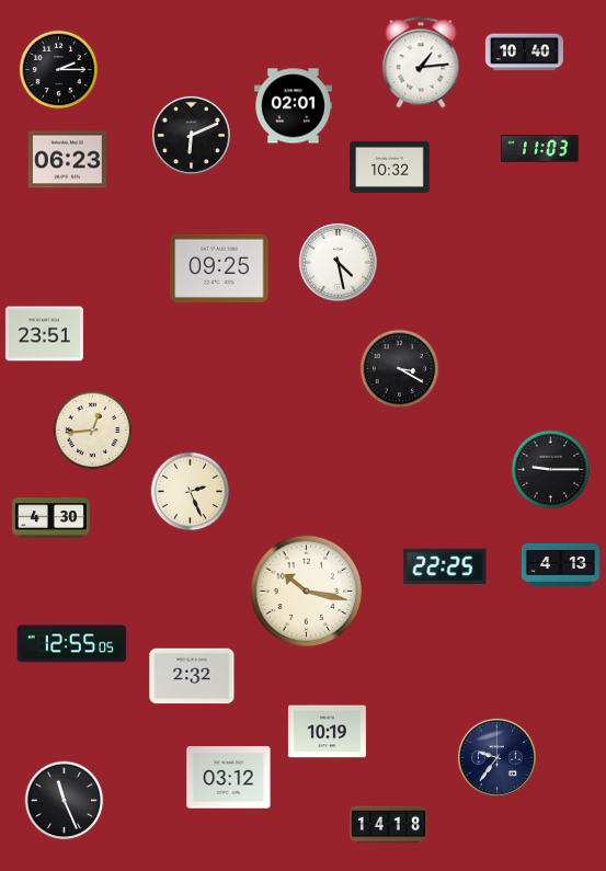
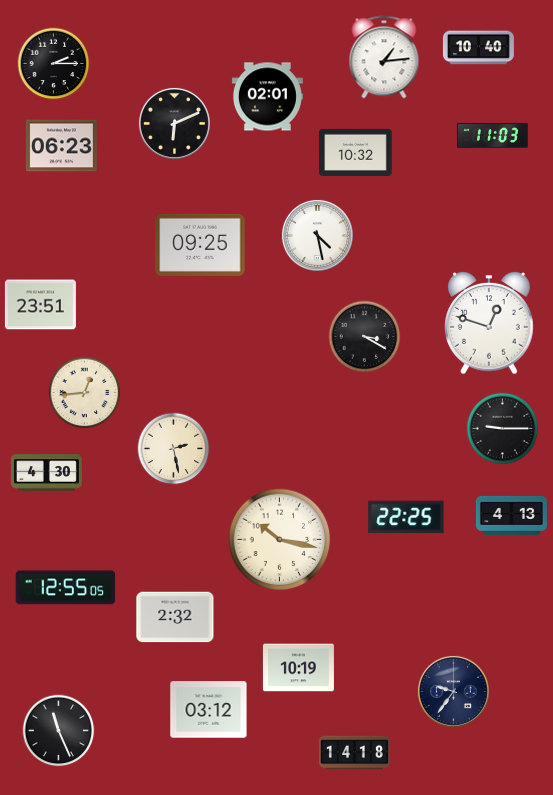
clock at (338, 262) position: (338, 262) -> (317, 235)
clock at (490, 323): none -> 12:48
clock at (191, 492): 2:26 -> 2:28
